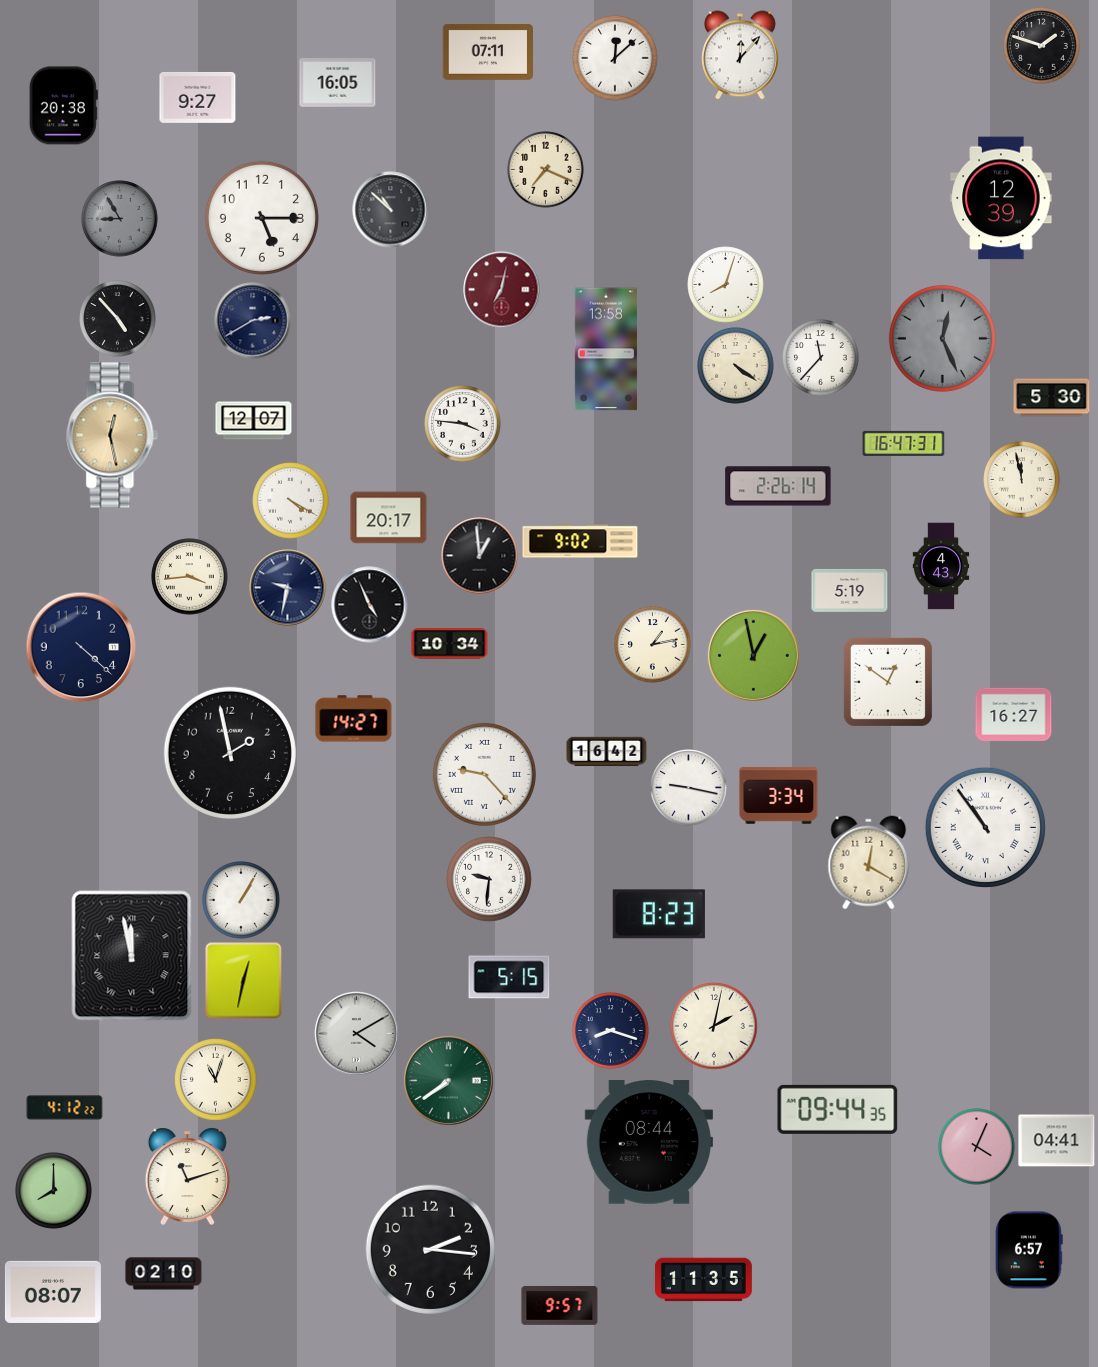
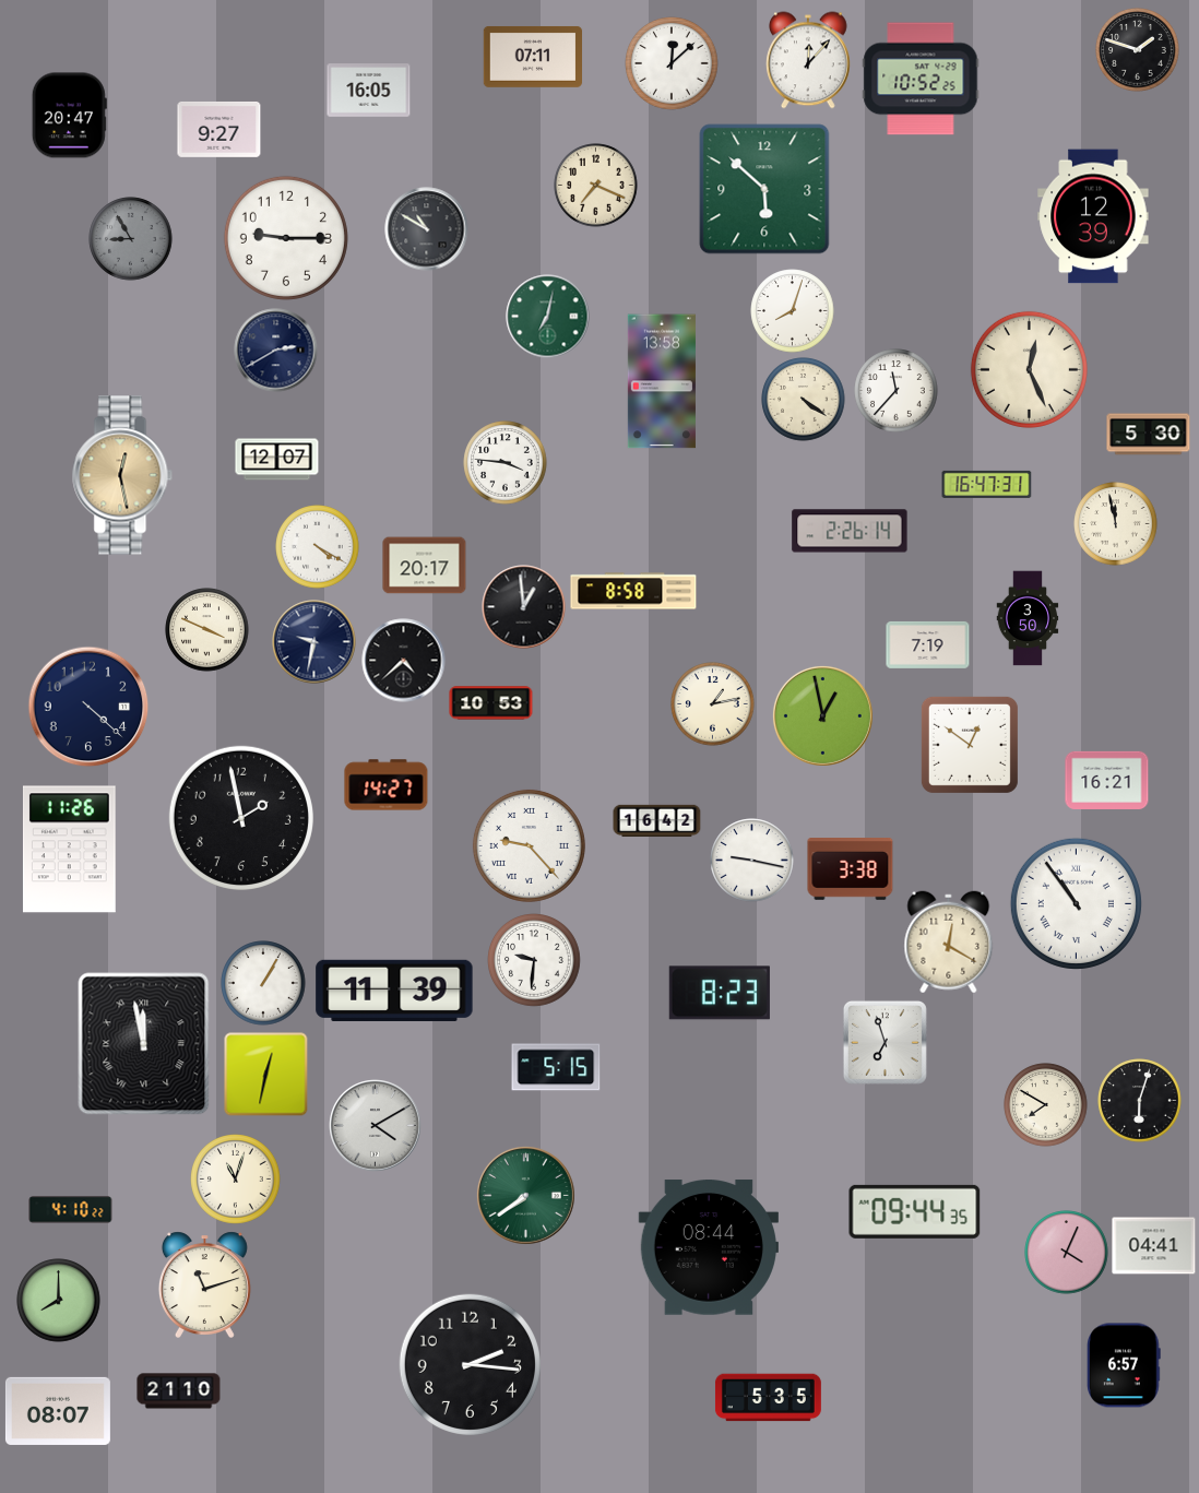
clock at (921, 79): none -> 10:52
clock at (198, 97) position: (198, 97) -> (219, 129)
clock at (63, 106): 20:38 -> 20:47
clock at (764, 189): none -> 5:52
clock at (391, 210): 10:52 -> 10:50
clock at (262, 218): 5:15 -> 9:15
clock at (502, 290) dial: burgundy -> green
clock at (118, 319): 4:53 -> none
clock at (942, 338) dial: grey -> cream
clock at (580, 541): 9:02 -> 8:58
clock at (941, 566): 4:43 -> 3:50
clock at (190, 577): 3:44 -> 3:49
clock at (850, 590): 5:19 -> 7:19
clock at (370, 605): 4:56 -> 4:38
clock at (450, 644): 10:34 -> 10:53
clock at (1014, 714): 16:27 -> 16:21
clock at (607, 752) position: (607, 752) -> (657, 821)
clock at (230, 753) position: (230, 753) -> (241, 818)
clock at (69, 850): none -> 11:26
clock at (779, 796): 3:34 -> 3:38
clock at (394, 991): none -> 11:39
clock at (659, 914) position: (659, 914) -> (720, 993)
clock at (885, 1042): none -> 6:57
clock at (244, 981) position: (244, 981) -> (266, 1075)
clock at (1140, 1101): none -> 6:03
clock at (1046, 1105): none -> 7:50
clock at (715, 1027): 2:02 -> none
clock at (611, 1031): 8:18 -> none
clock at (357, 1034) position: (357, 1034) -> (376, 1126)
clock at (448, 1080) position: (448, 1080) -> (525, 1195)
clock at (65, 1108): 4:12 -> 4:10
clock at (164, 1274): 02:10 -> 21:10
clock at (703, 1280): 11:35 -> 5:35
clock at (560, 1305): 9:57 -> none
